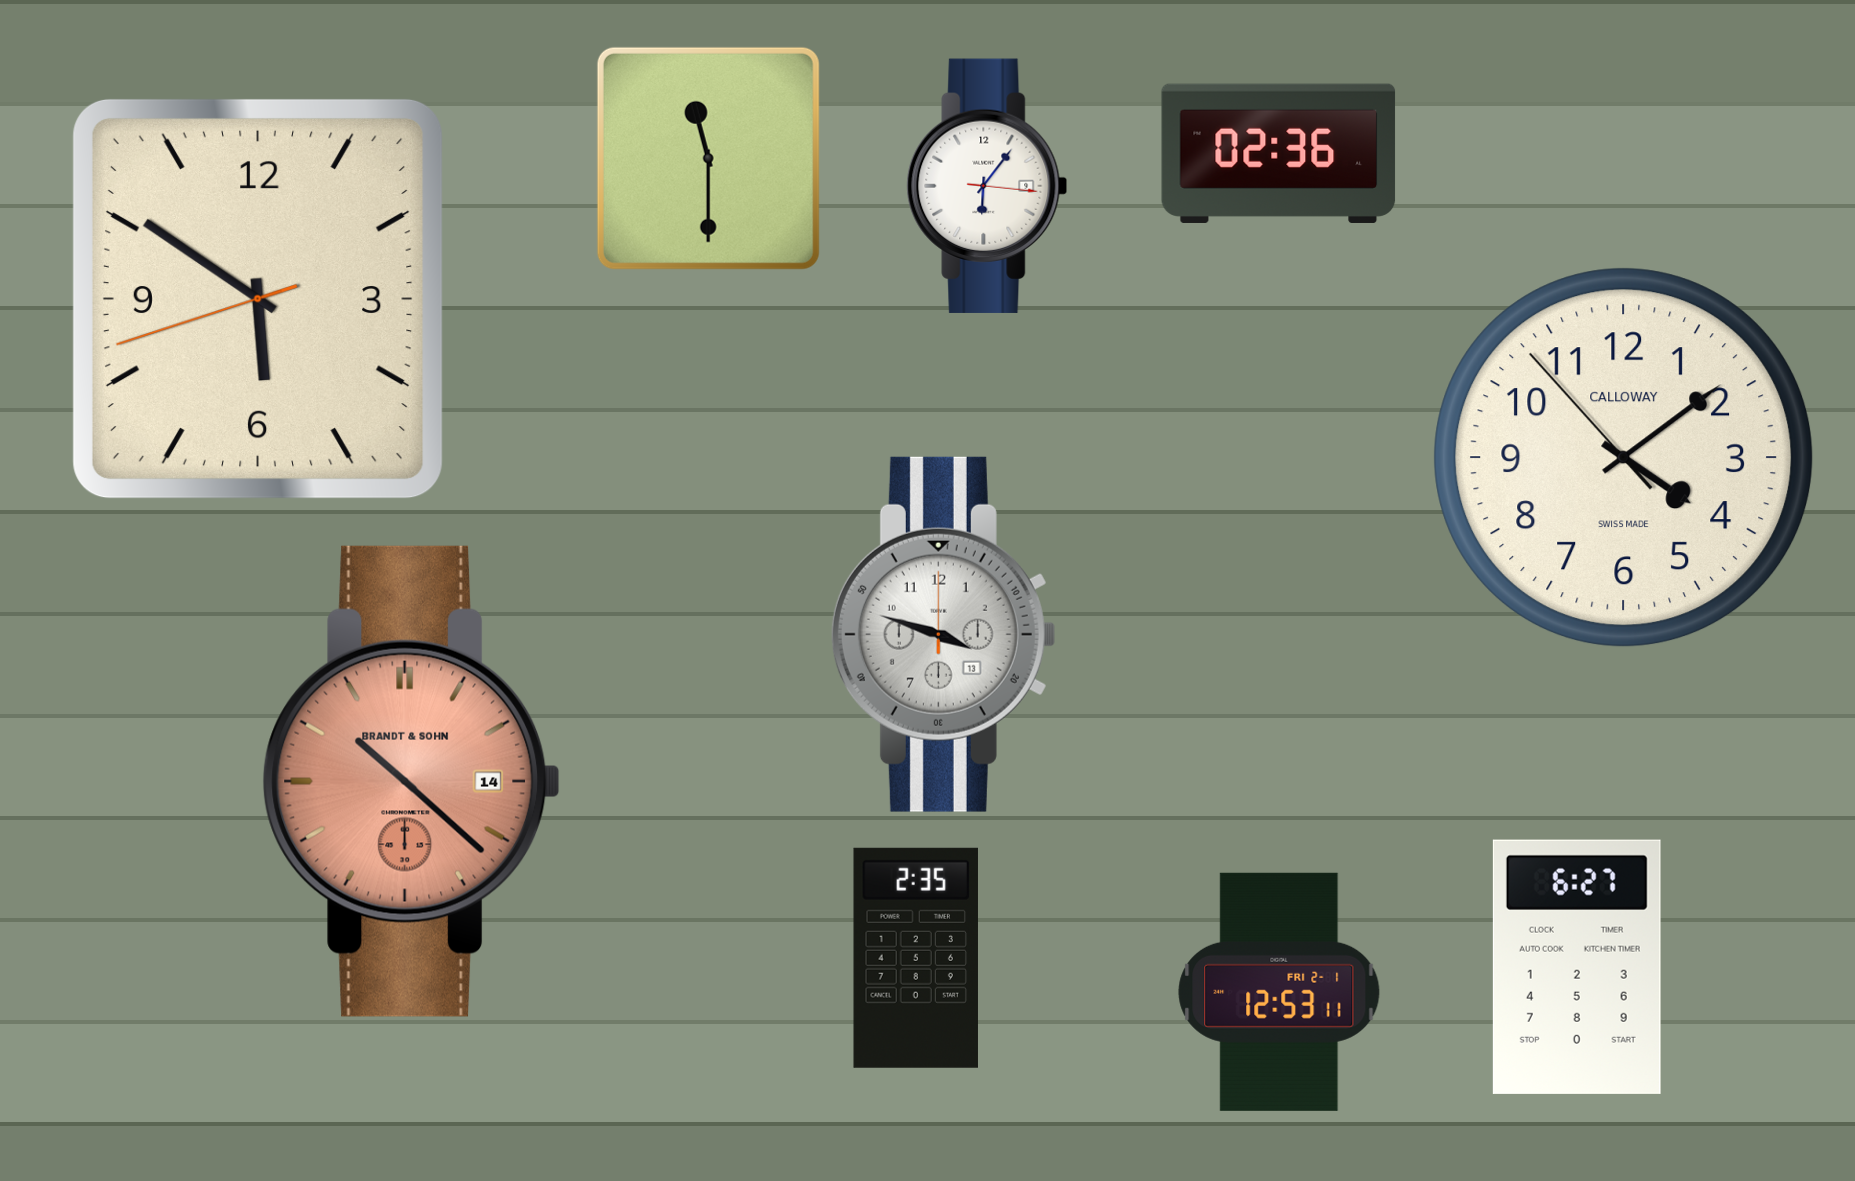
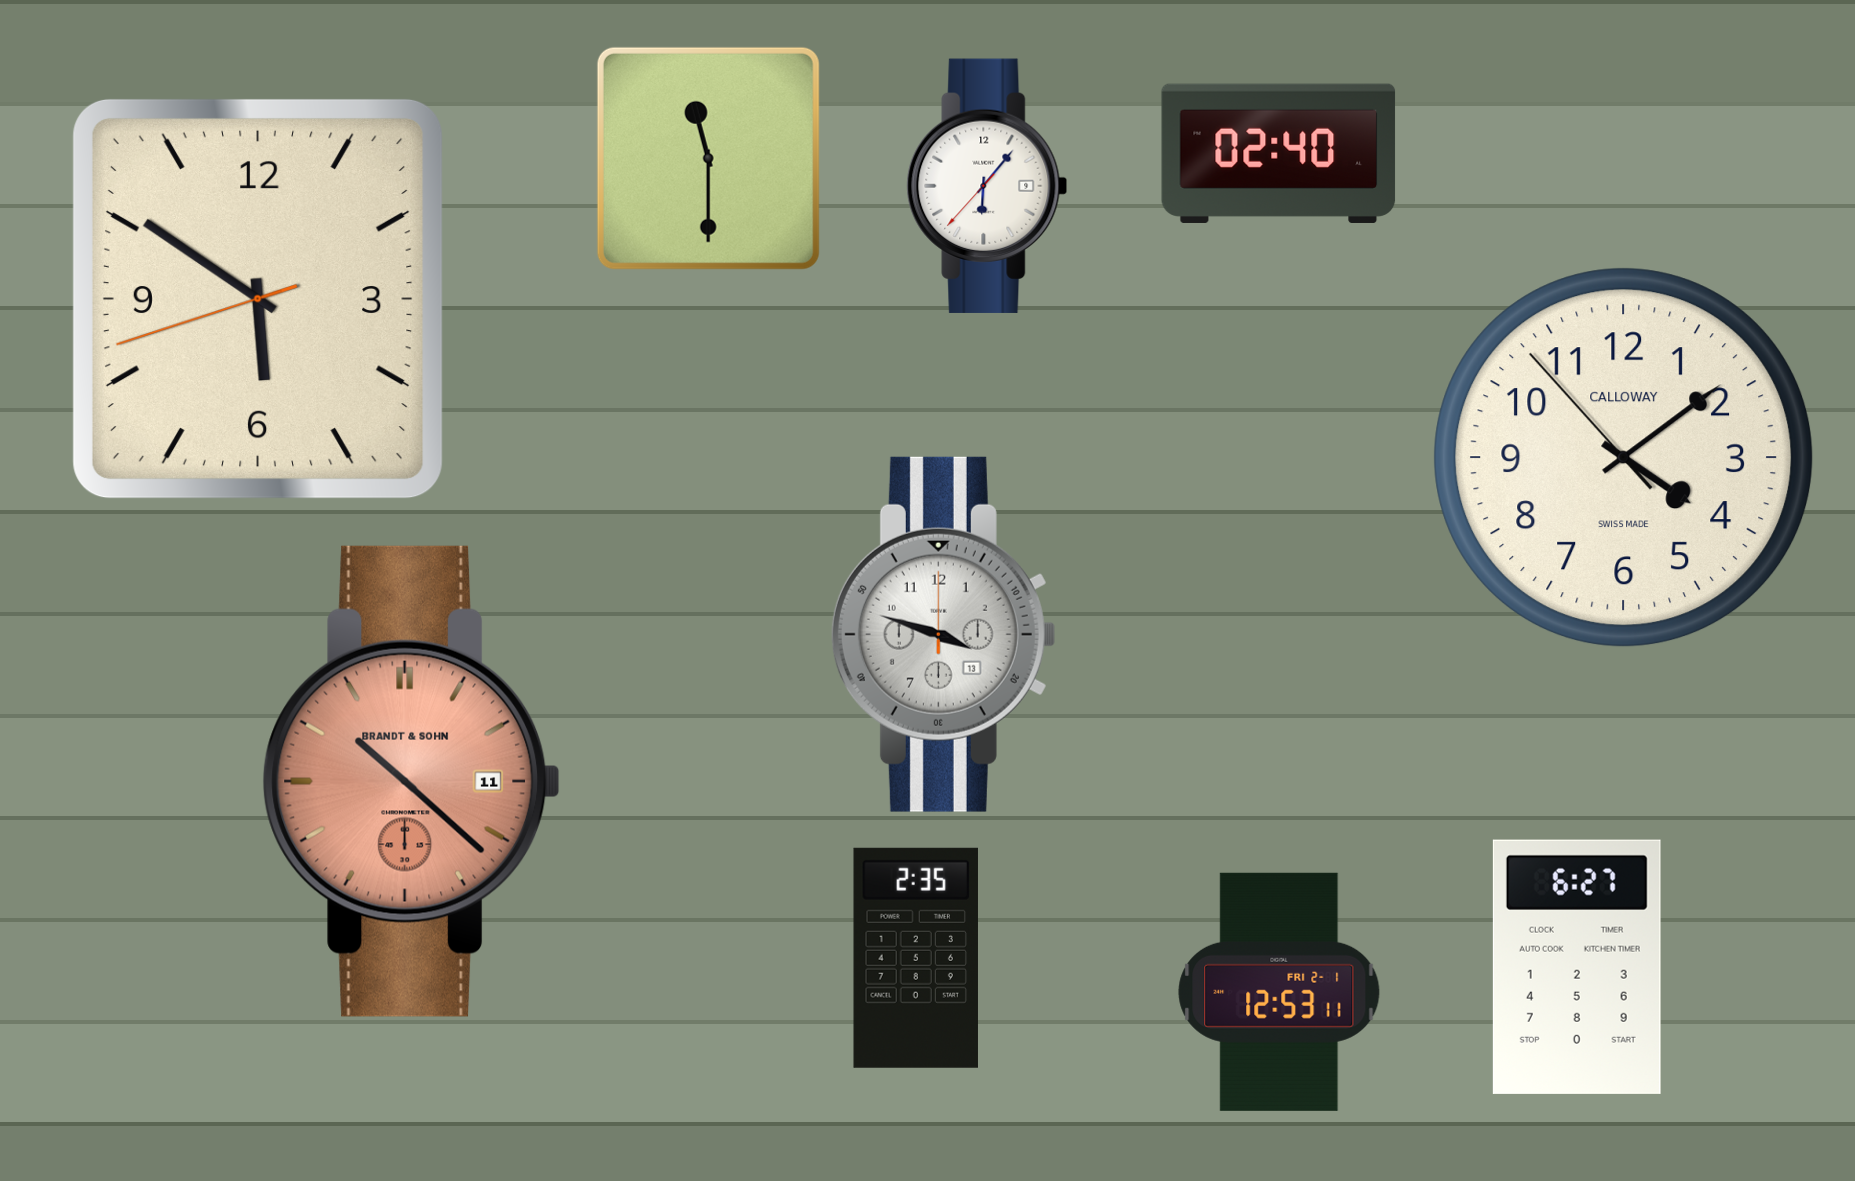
clock at (1279, 153): 02:36 -> 02:40
clock at (987, 186): 6:06:16 -> 6:06:37
clock at (411, 781) date: 14 -> 11
